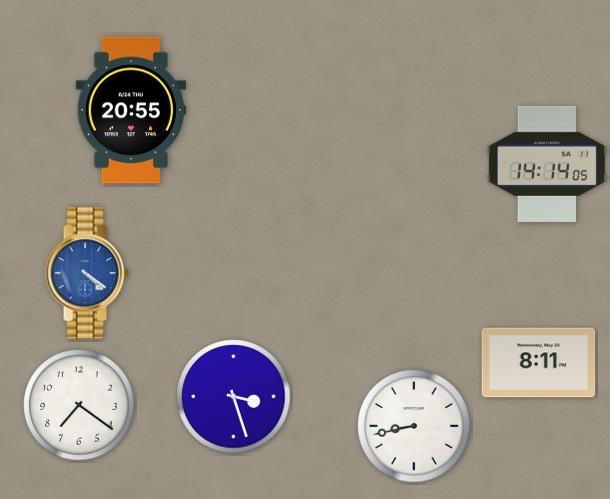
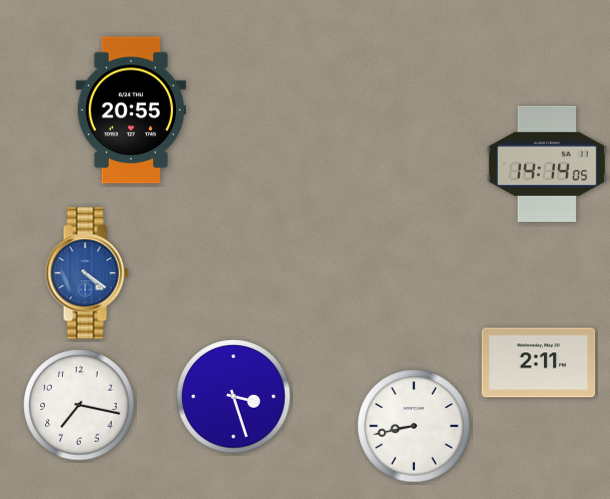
clock at (539, 363): 8:11 -> 2:11
clock at (79, 405): 7:21 -> 7:17
